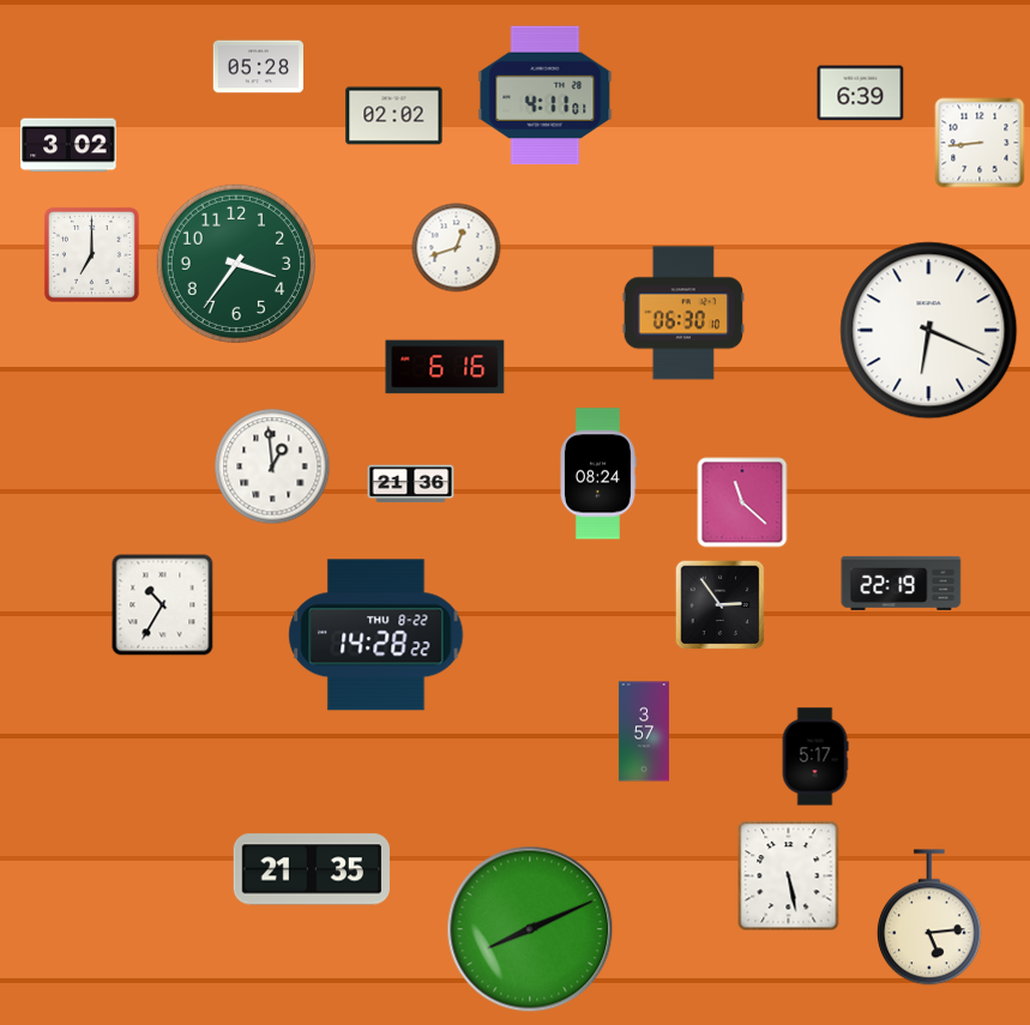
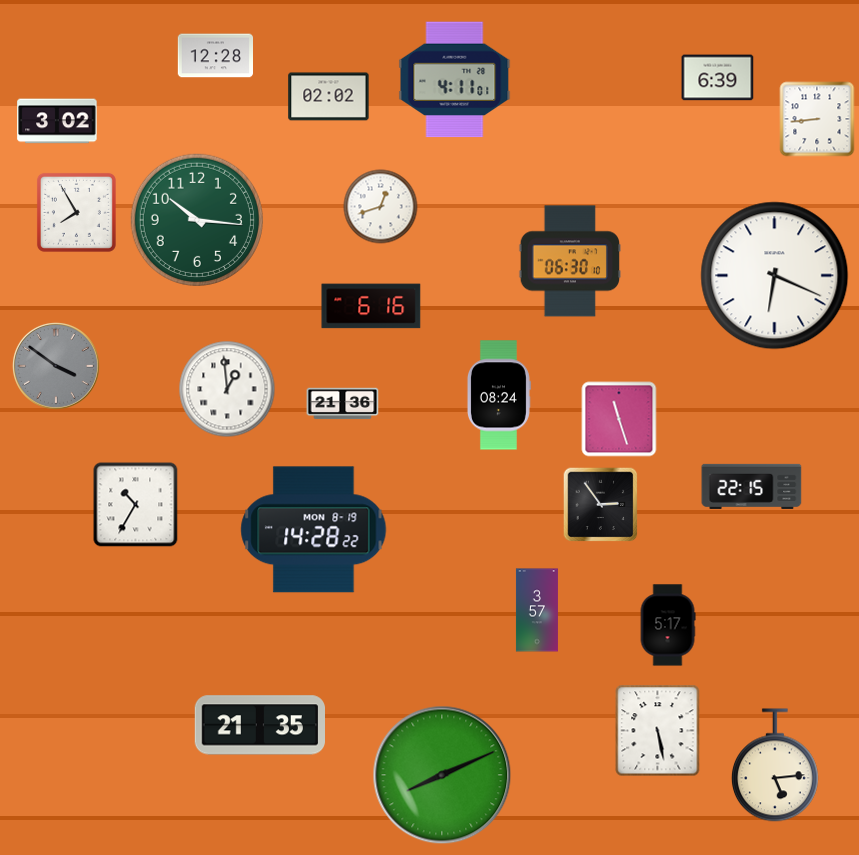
clock at (258, 67): 05:28 -> 12:28
clock at (91, 254): 7:00 -> 7:55
clock at (236, 264): 3:36 -> 10:16
clock at (56, 366): none -> 3:51
clock at (742, 502): 11:22 -> 11:27
clock at (902, 583): 22:19 -> 22:15
clock at (377, 635) date: THU 8-22 -> MON 8-19
clock at (815, 756) position: (815, 756) -> (668, 625)
